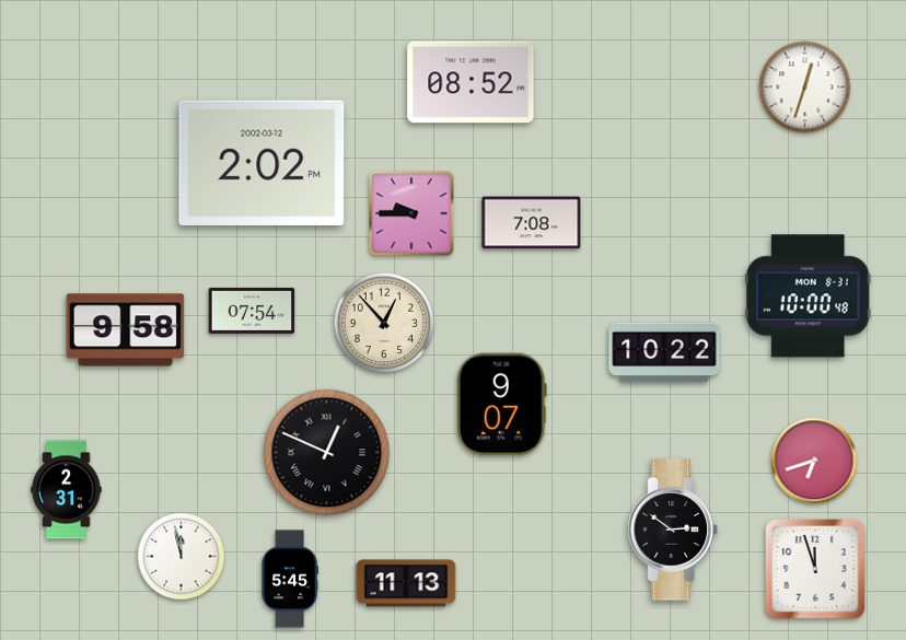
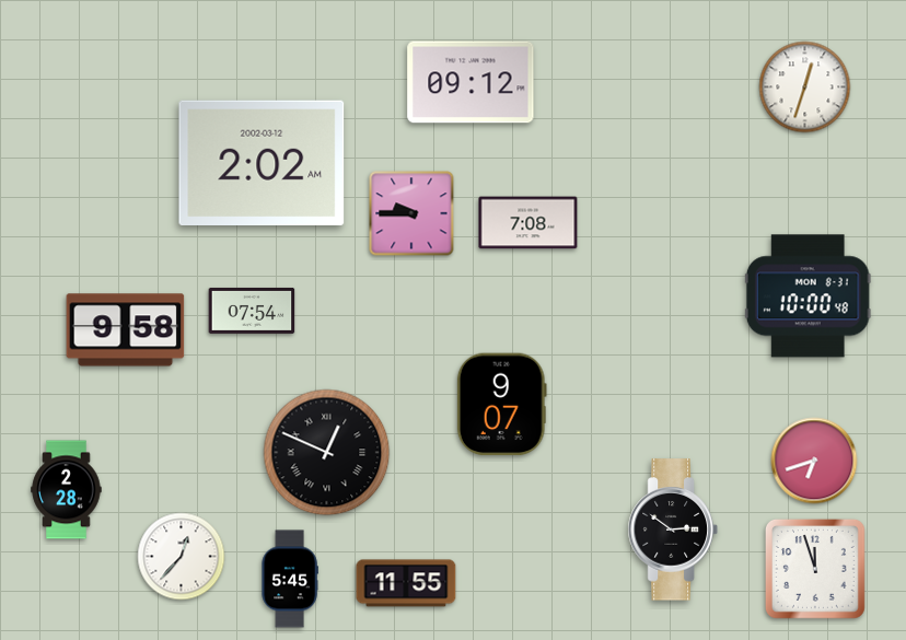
clock at (471, 82): 08:52 -> 09:12
clock at (262, 162): 2:02 PM -> 2:02 AM
clock at (532, 223) position: (532, 223) -> (528, 223)
clock at (384, 323): 12:53 -> none
clock at (664, 352): 10:22 -> none
clock at (67, 490): 2:31 -> 2:28
clock at (182, 557): 11:58 -> 12:37
clock at (406, 583): 11:13 -> 11:55
